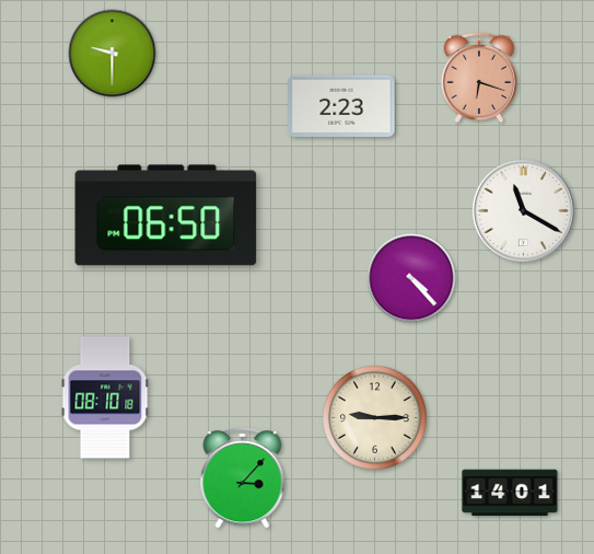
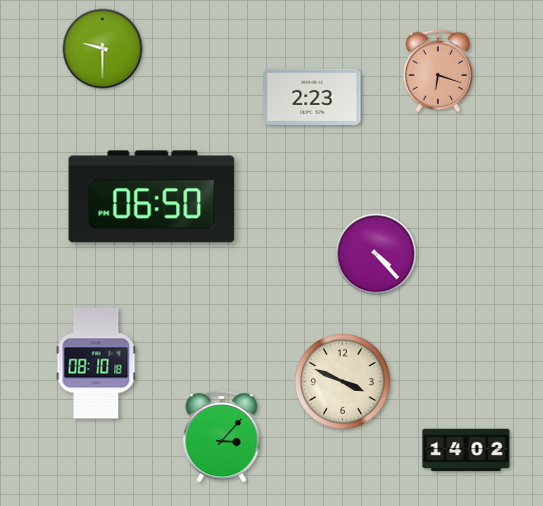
clock at (523, 210): 11:20 -> none
clock at (375, 418): 9:15 -> 3:49
clock at (510, 493): 14:01 -> 14:02
